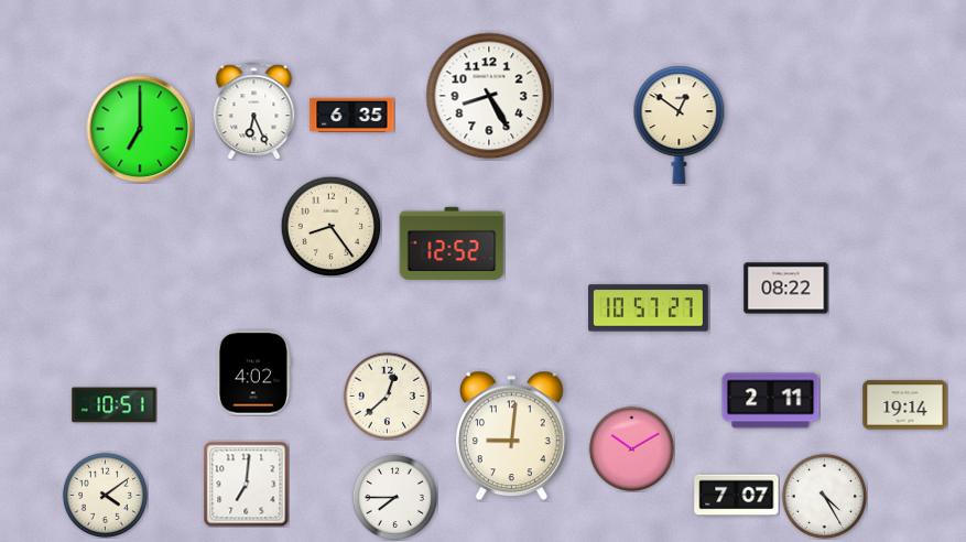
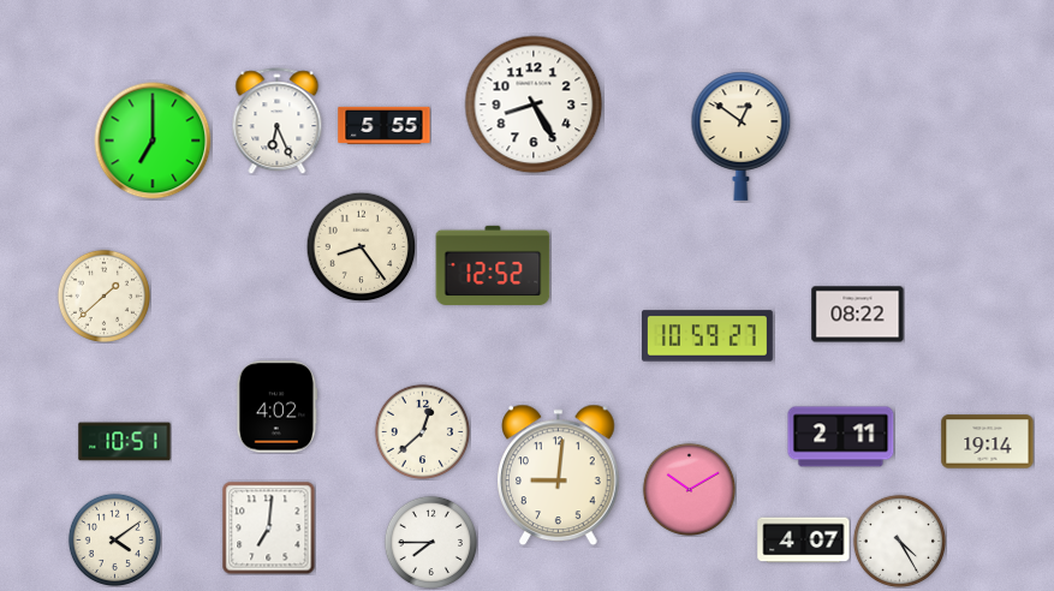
clock at (352, 115): 6:35 -> 5:55
clock at (103, 295): none -> 1:38
clock at (649, 308): 10:57 -> 10:59
clock at (737, 496): 7:07 -> 4:07
